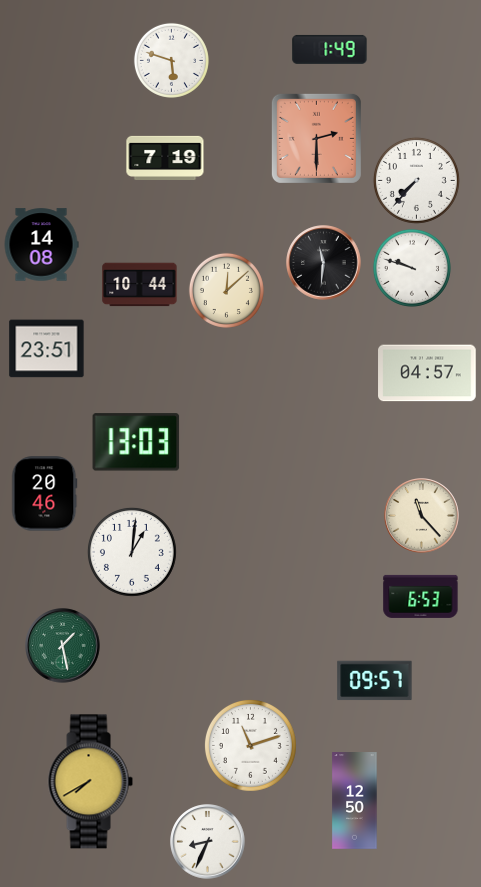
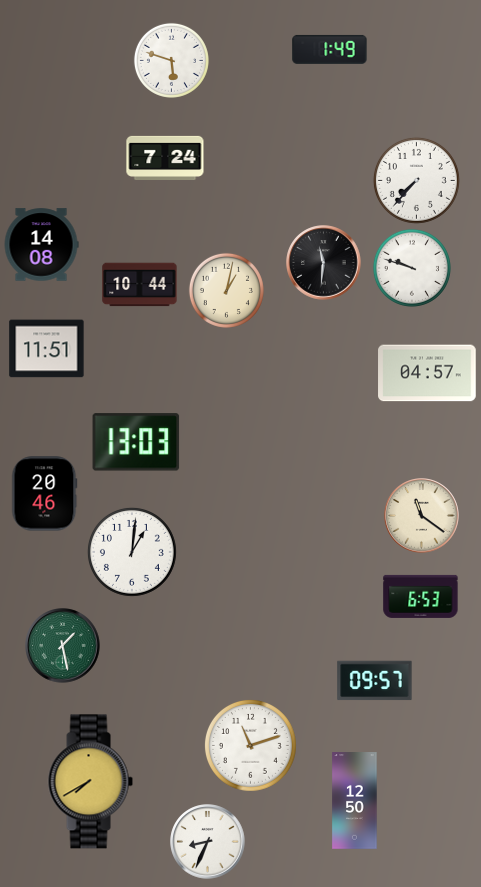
clock at (316, 138): 2:30 -> none
clock at (165, 157): 7:19 -> 7:24
clock at (226, 290): 12:08 -> 1:02
clock at (47, 349): 23:51 -> 11:51
clock at (422, 516): 11:23 -> 11:21
